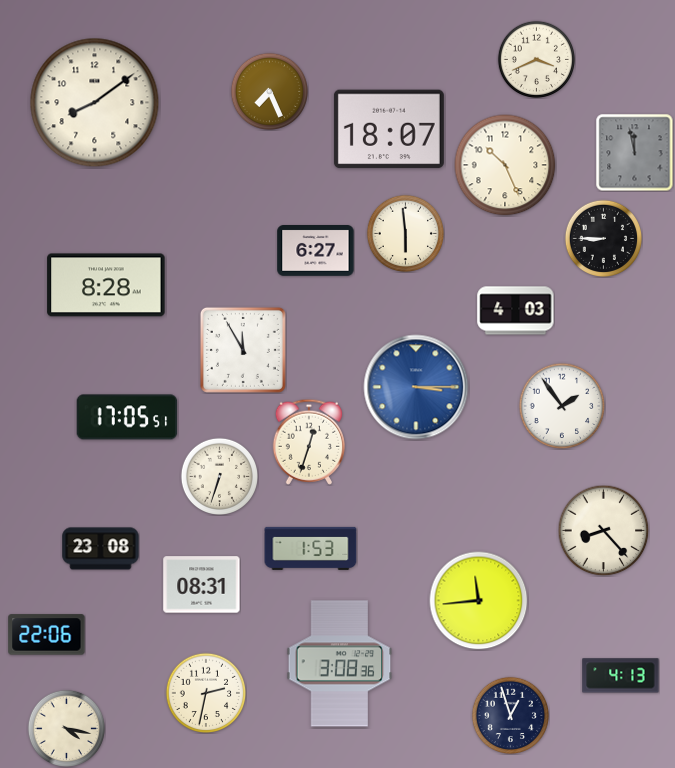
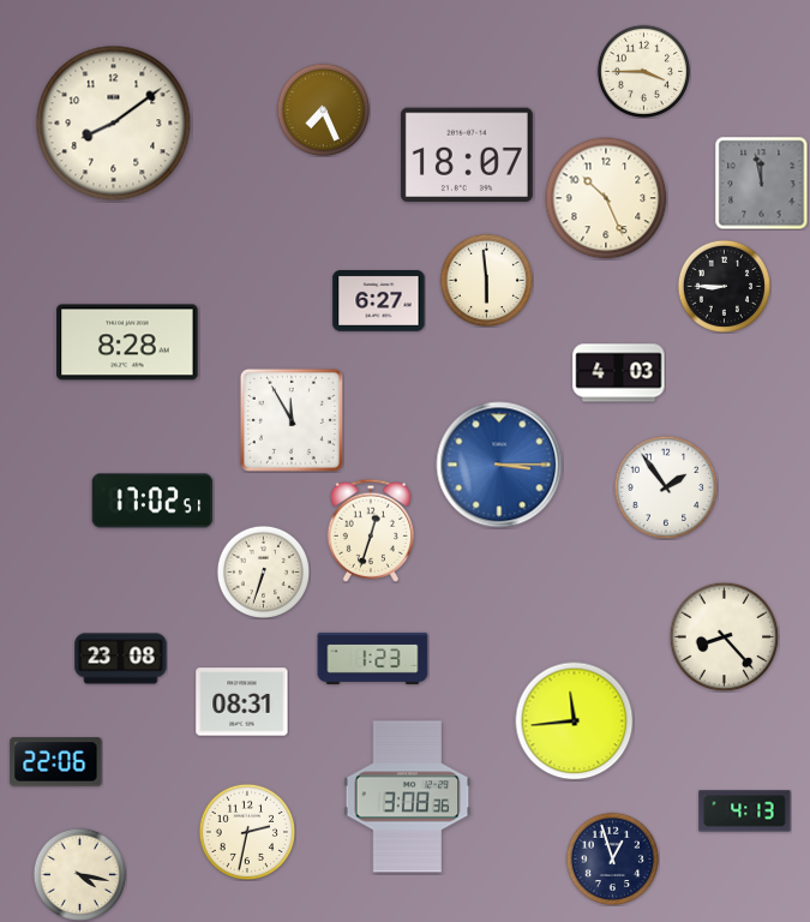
clock at (536, 59): 3:41 -> 3:45
clock at (562, 406) position: (562, 406) -> (666, 487)
clock at (127, 417): 17:05 -> 17:02
clock at (311, 548): 1:53 -> 1:23
